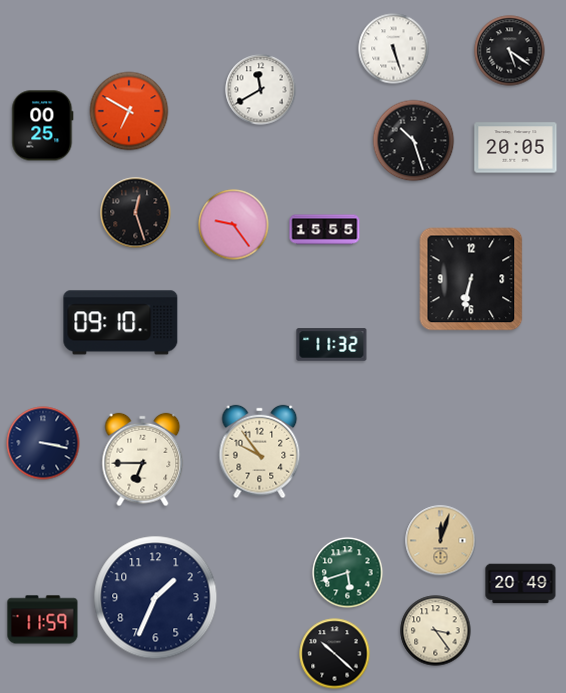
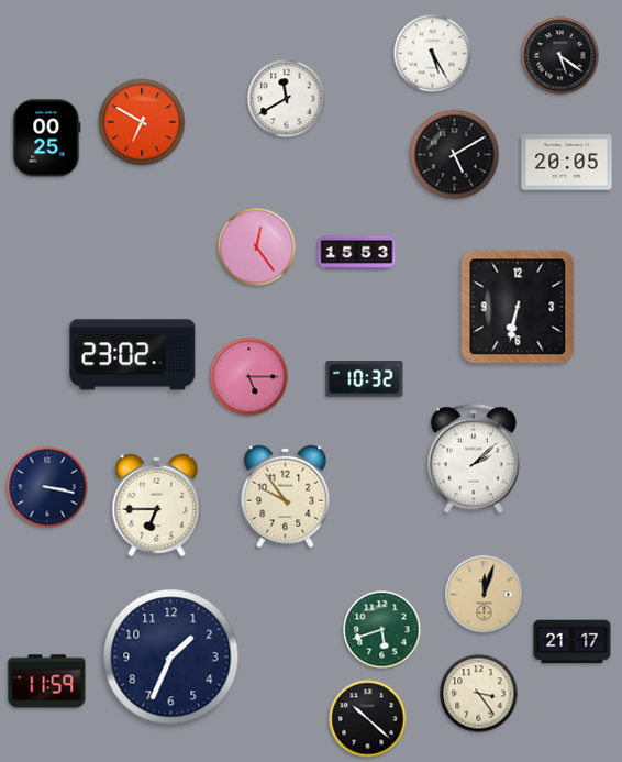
clock at (394, 49): 5:27 -> 5:25
clock at (414, 141): 10:27 -> 5:10
clock at (136, 213): 12:27 -> none
clock at (234, 225): 9:24 -> 12:24
clock at (325, 230): 15:55 -> 15:53
clock at (121, 323): 09:10 -> 23:02
clock at (249, 377): none -> 5:15
clock at (332, 345): 11:32 -> 10:32
clock at (474, 459): none -> 2:08
clock at (521, 584): 20:49 -> 21:17
